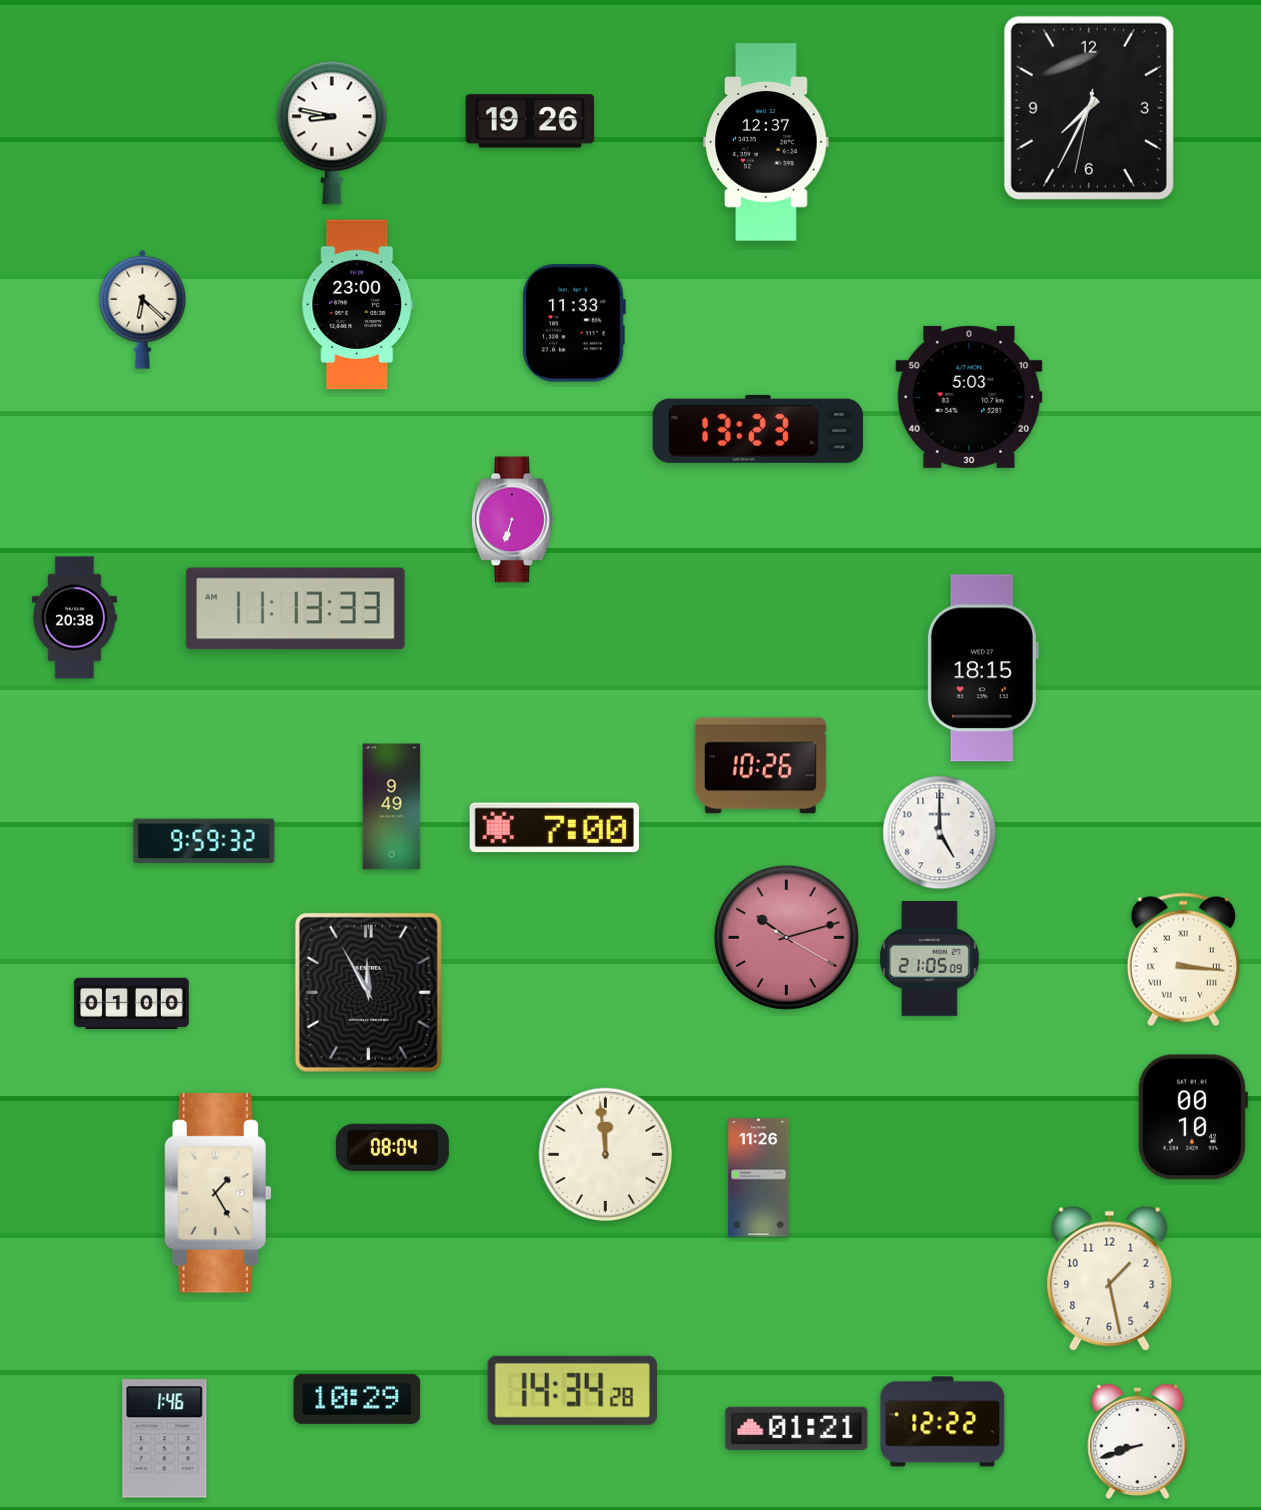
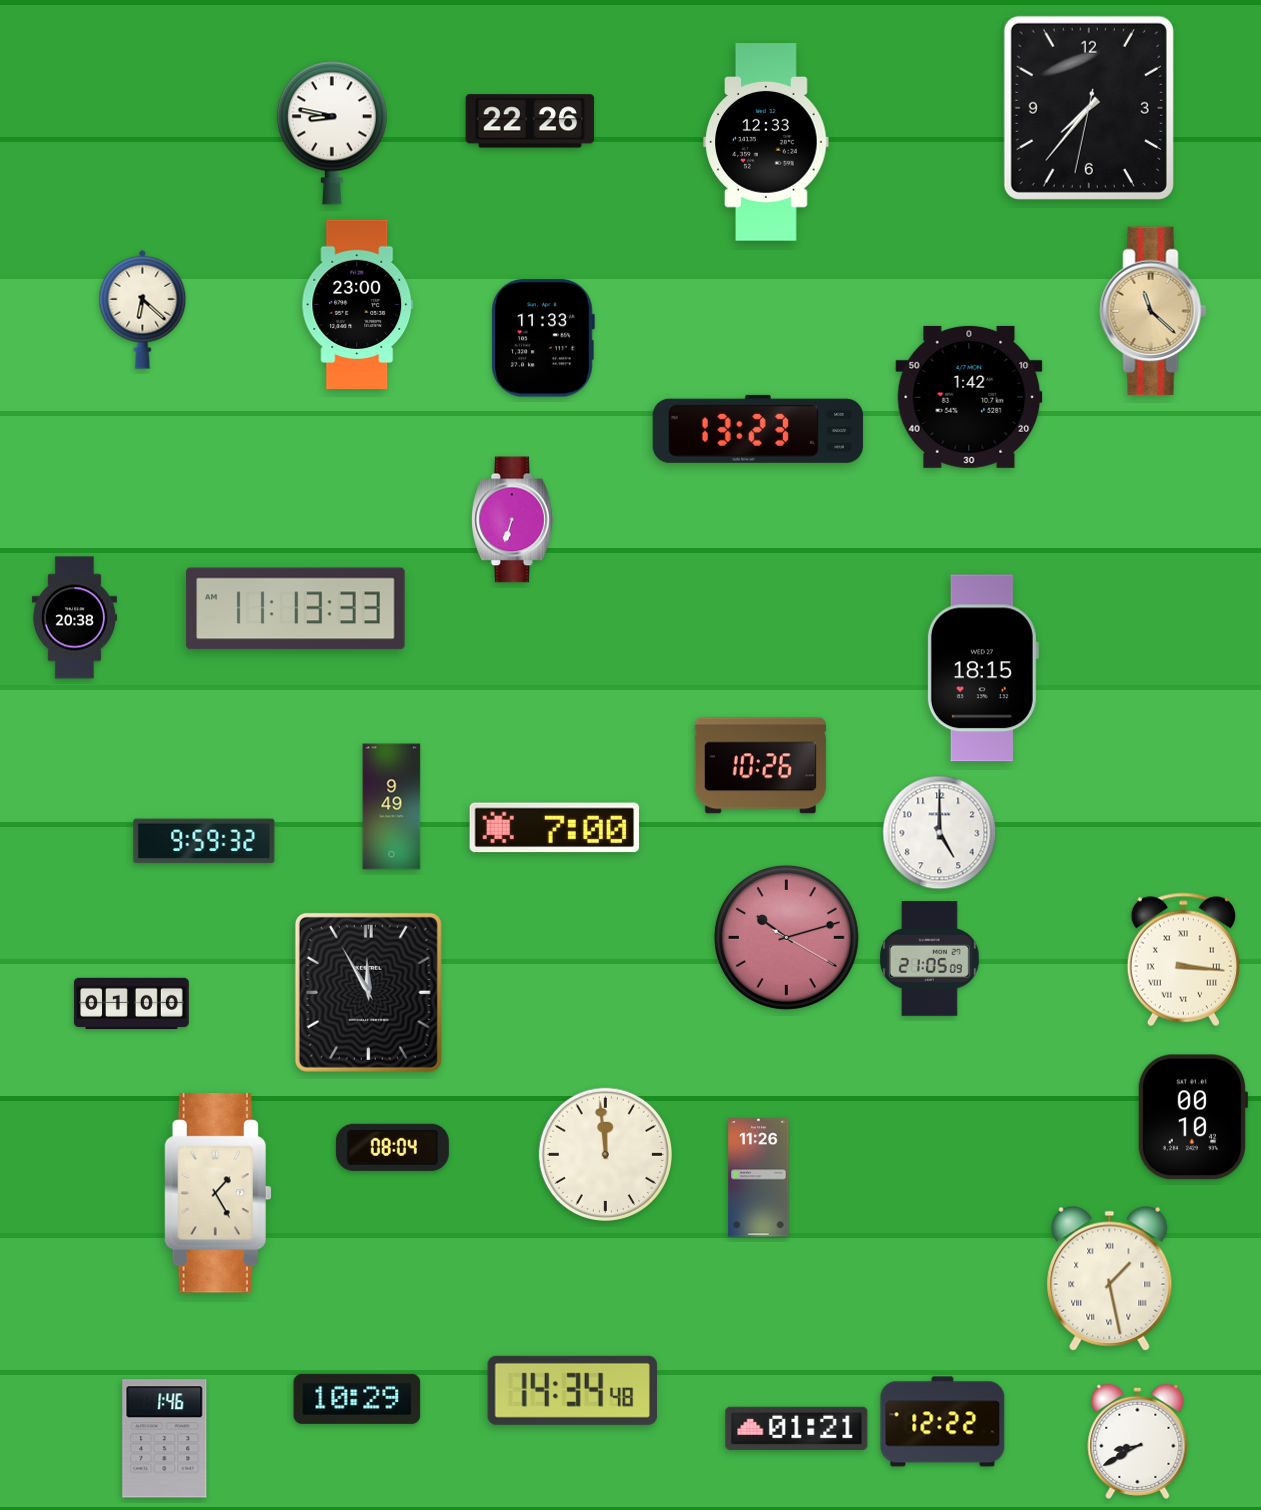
clock at (1089, 108): 7:34 -> 7:36
clock at (530, 121): 19:26 -> 22:26
clock at (766, 142): 12:37 -> 12:33
clock at (1153, 311): none -> 11:22
clock at (574, 323) position: (574, 323) -> (543, 338)
clock at (969, 397): 5:03 -> 1:42
clock at (1110, 1278) numerals: Arabic -> Roman
clock at (572, 1390): 14:34:28 -> 14:34:48
clock at (1138, 1441): 8:42 -> 8:40
